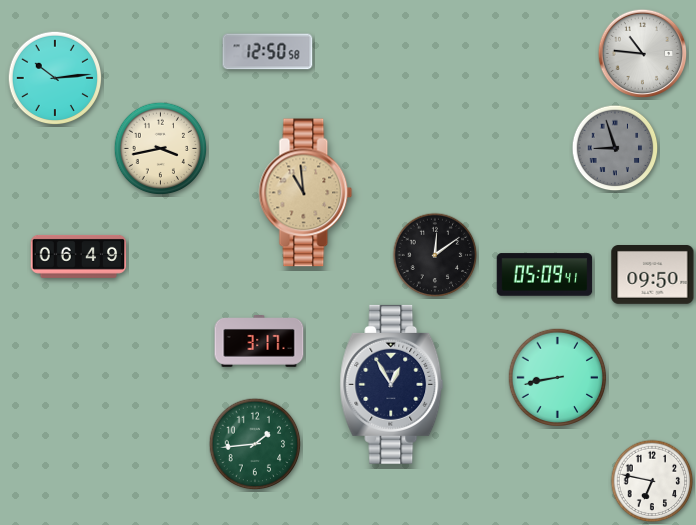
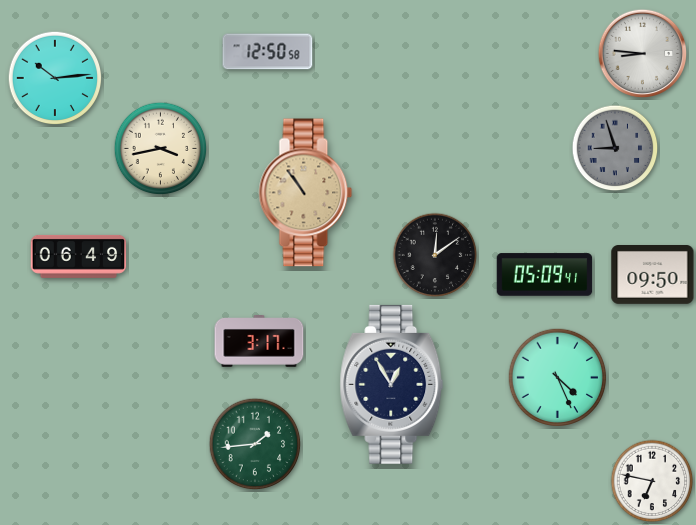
clock at (643, 54): 10:46 -> 8:46
clock at (306, 193): 10:59 -> 10:54
clock at (557, 377): 8:43 -> 4:26
